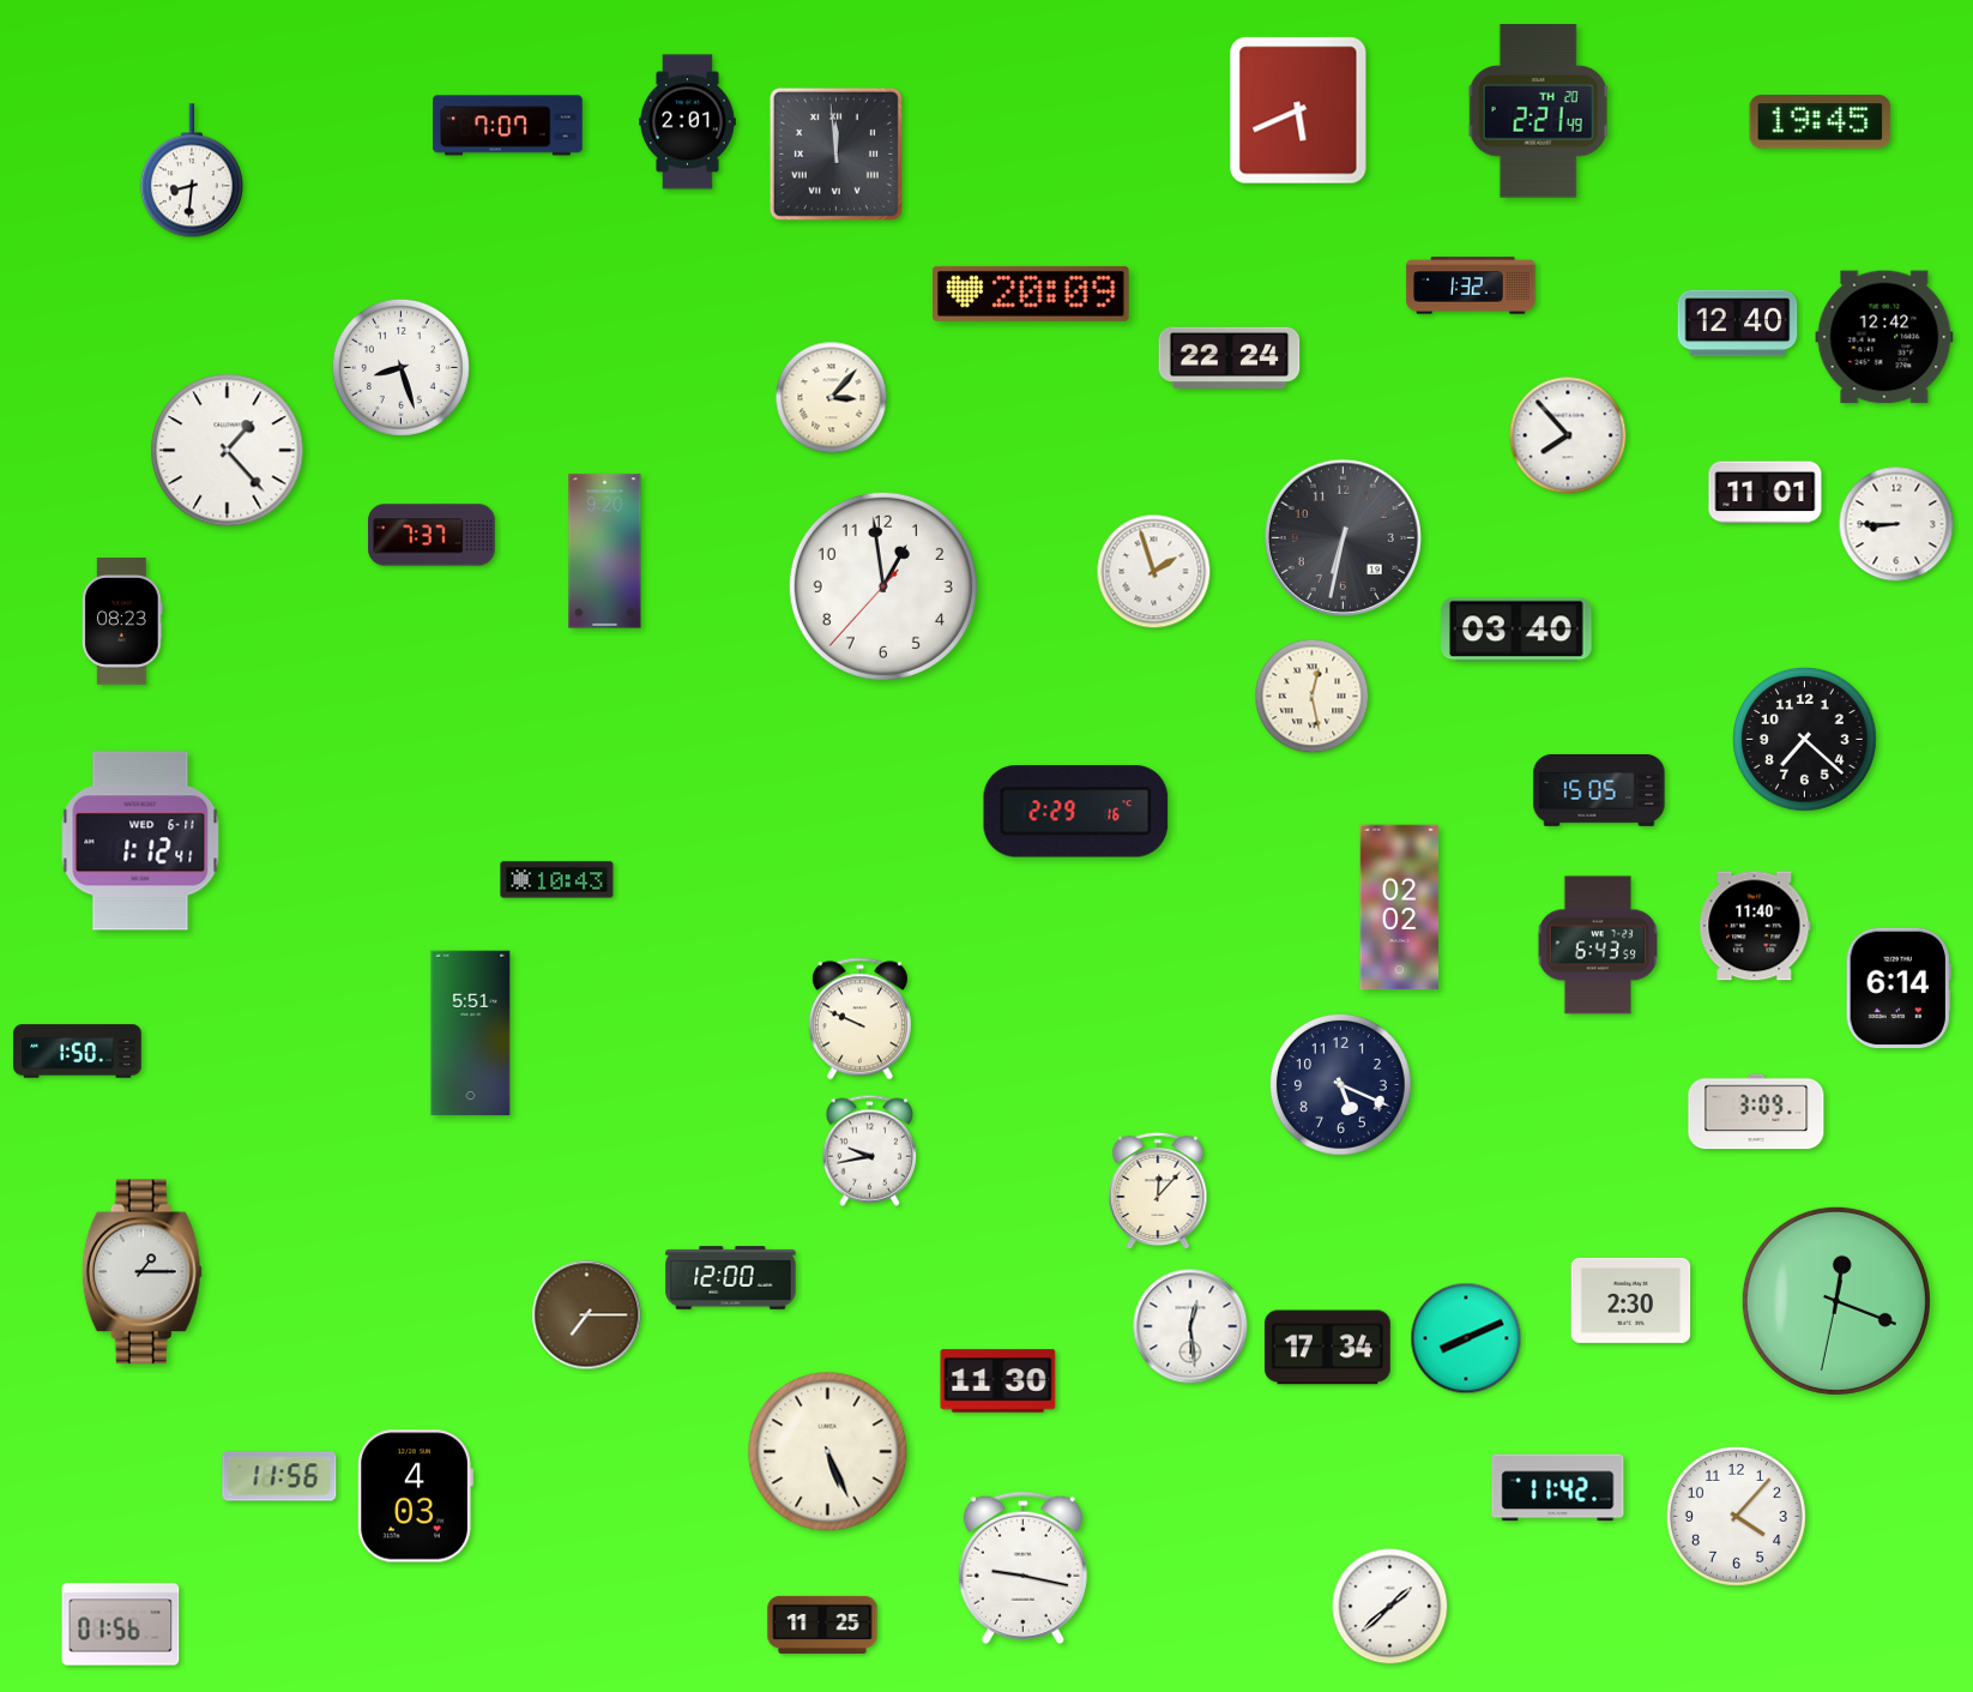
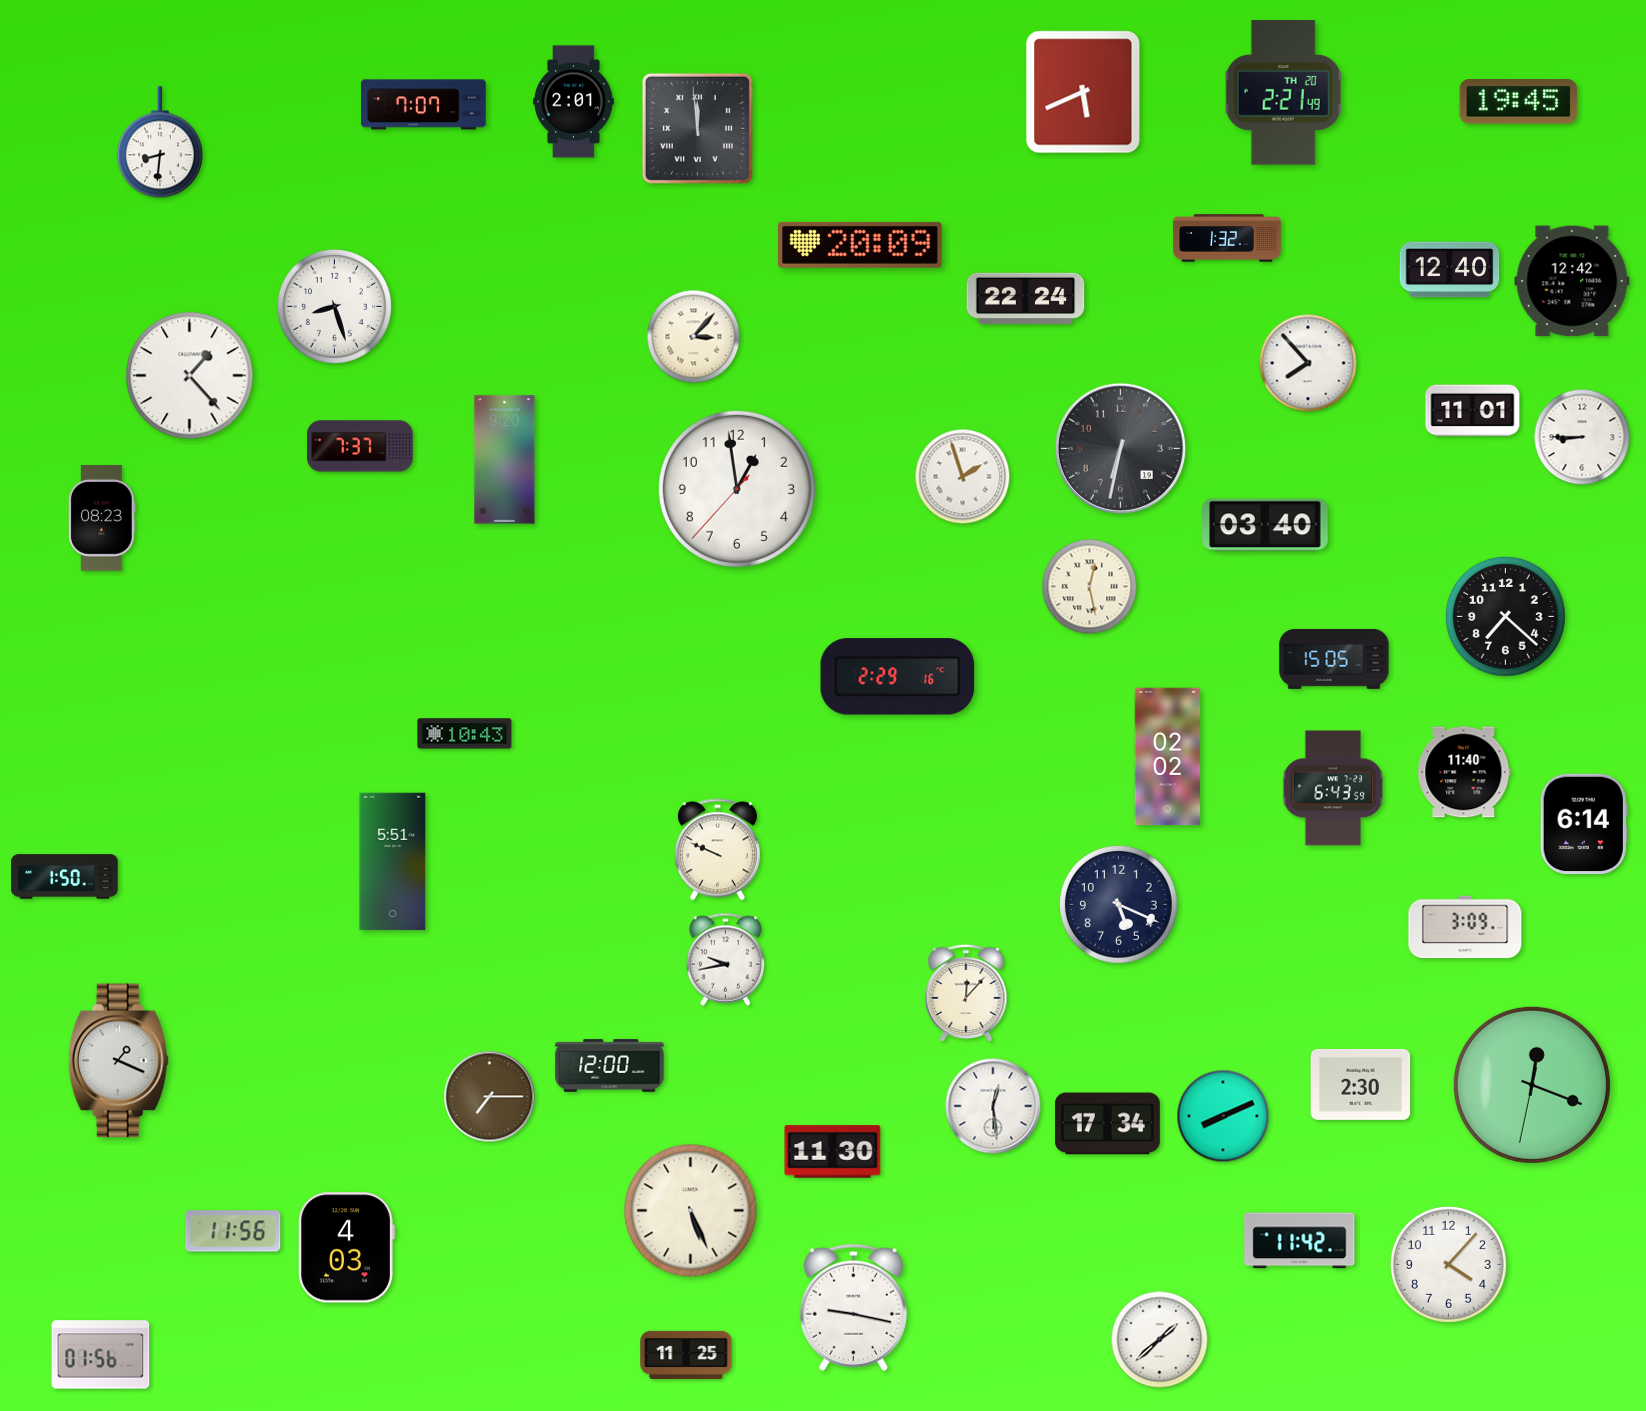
clock at (832, 398) position: (832, 398) -> (694, 337)
clock at (1313, 697) position: (1313, 697) -> (1090, 587)
clock at (140, 841): 1:12 -> none
clock at (141, 1272): 1:15 -> 1:19
